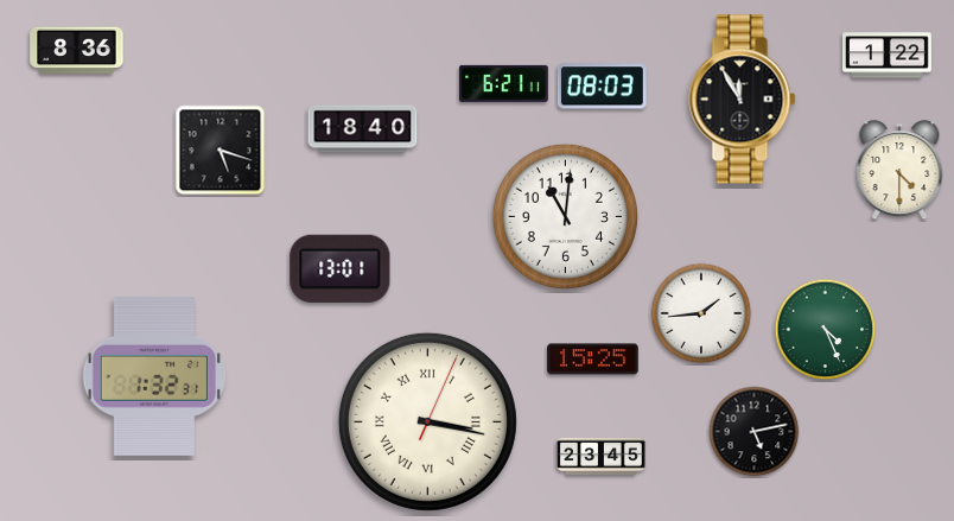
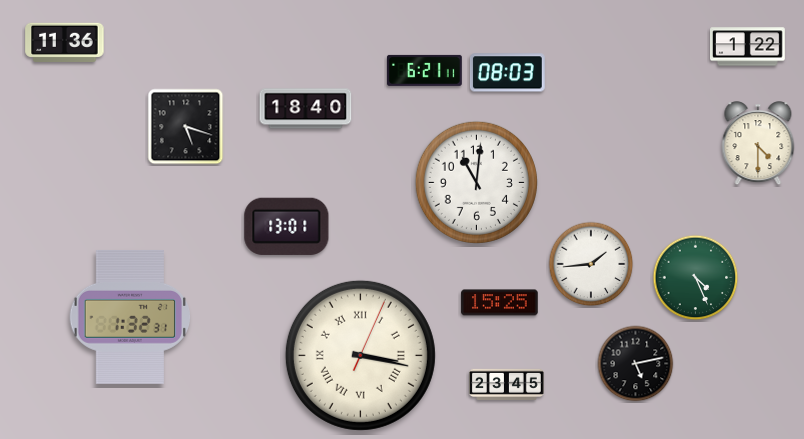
clock at (77, 51): 8:36 -> 11:36
clock at (743, 100): 11:55 -> none
